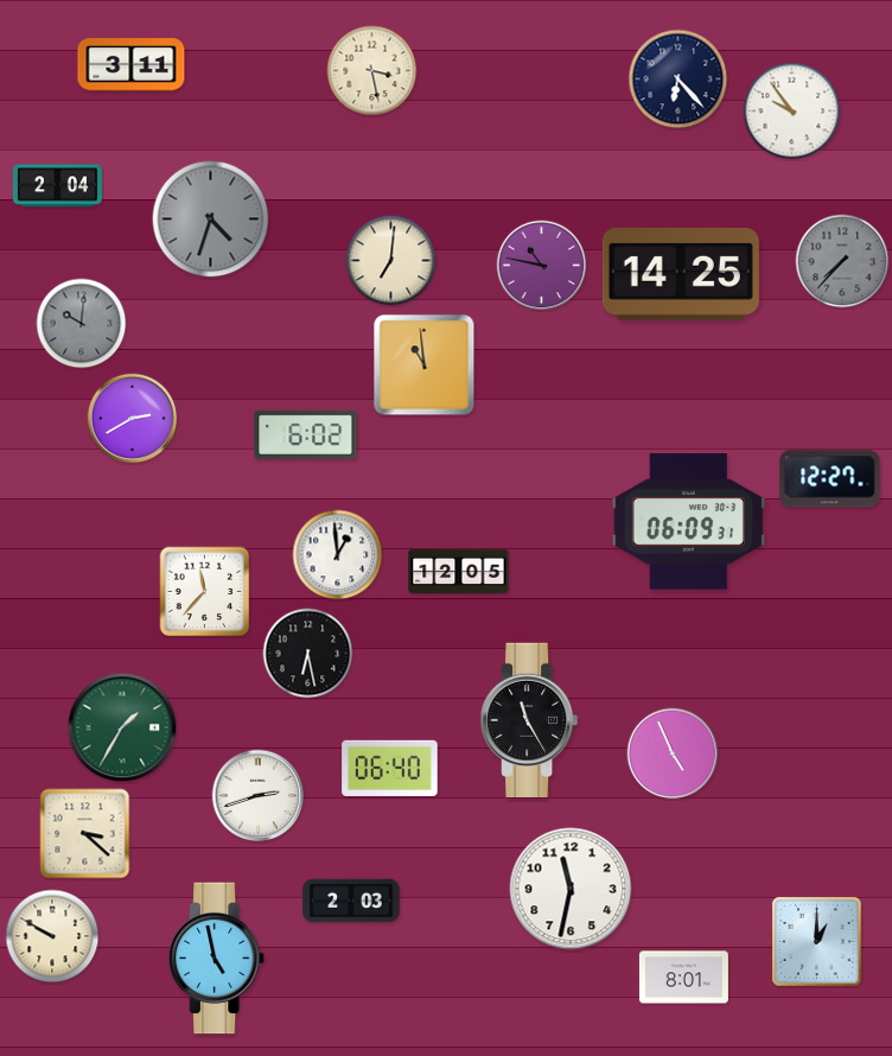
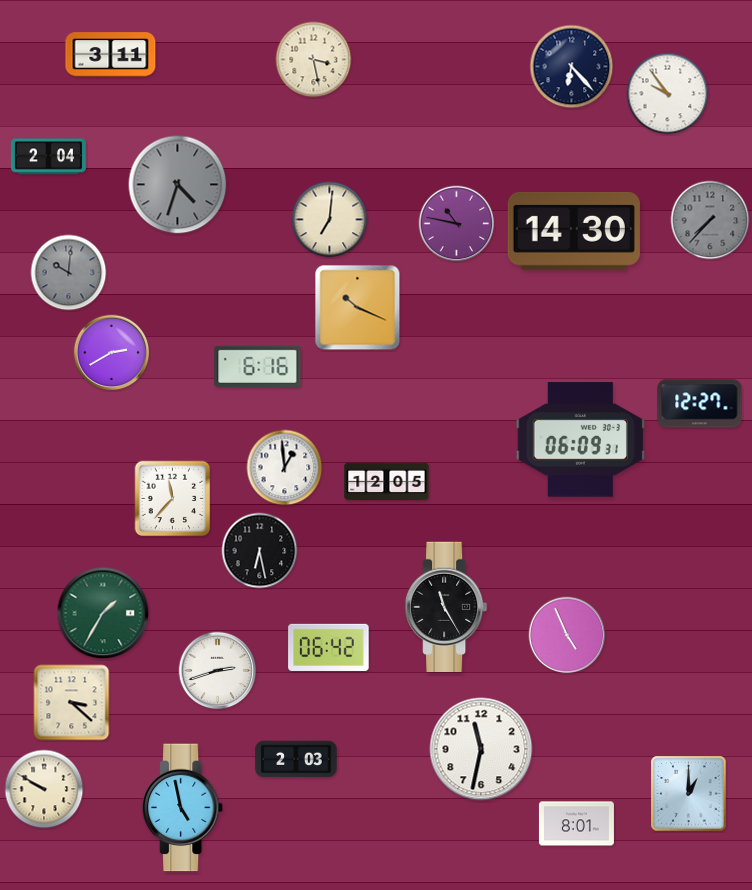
clock at (681, 274): 14:25 -> 14:30
clock at (425, 365): 10:59 -> 10:19
clock at (306, 434): 6:02 -> 6:16
clock at (390, 768): 06:40 -> 06:42
